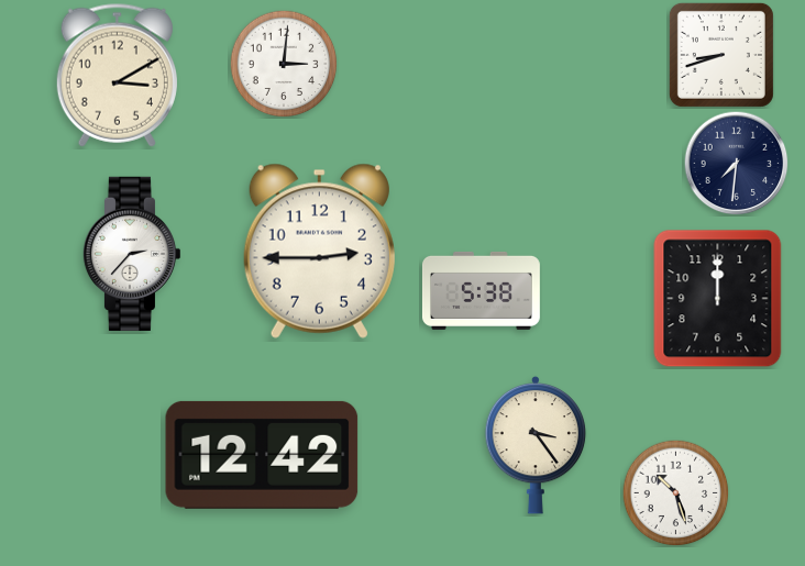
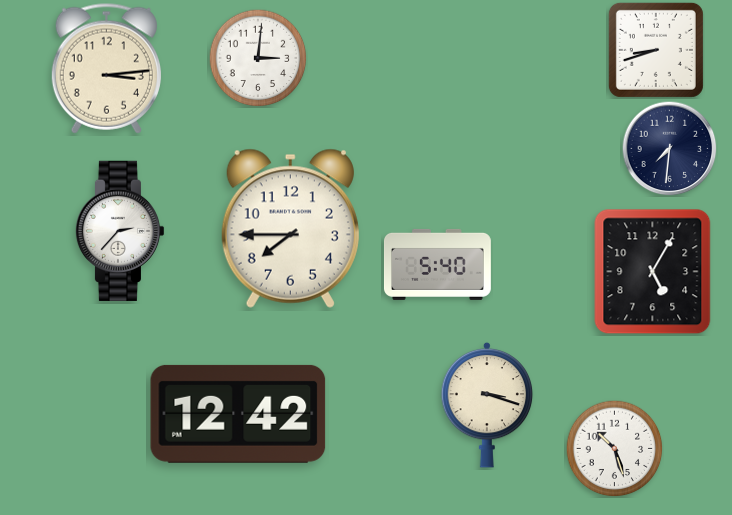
clock at (117, 75): 3:10 -> 3:14
clock at (319, 251): 2:45 -> 7:45
clock at (482, 290): 5:38 -> 5:40
clock at (718, 299): 12:00 -> 5:05
clock at (536, 445): 3:24 -> 3:18
